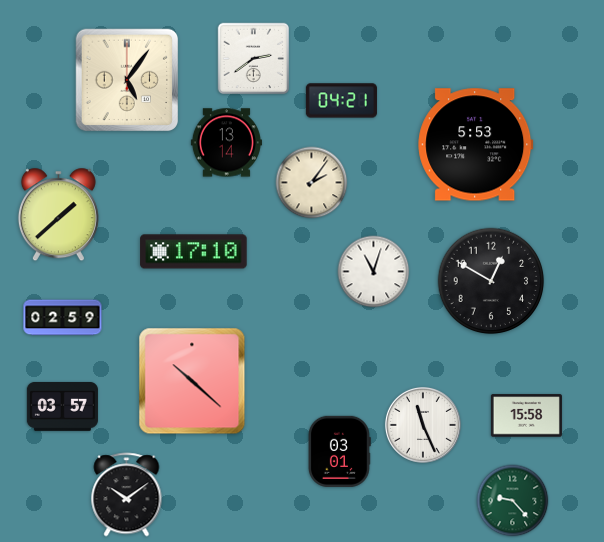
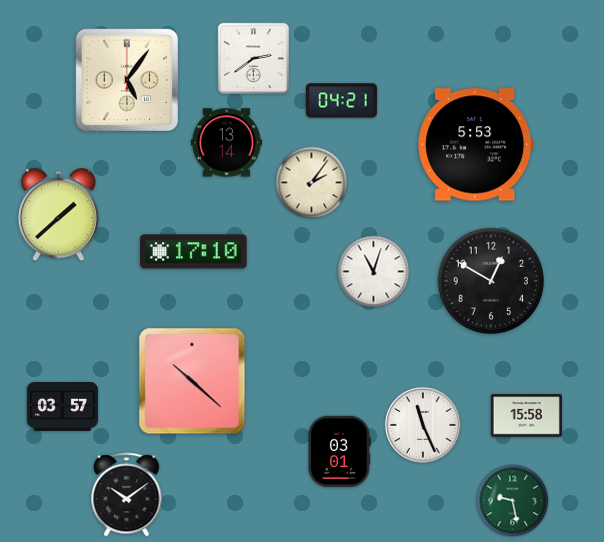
clock at (63, 318): 02:59 -> none
clock at (513, 501): 9:23 -> 9:28
